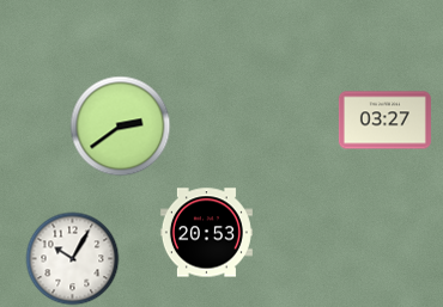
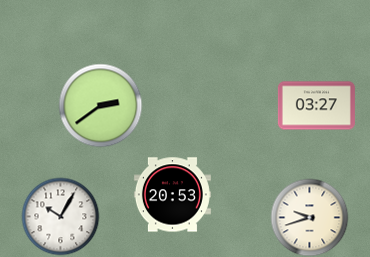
clock at (384, 121) position: (384, 121) -> (316, 106)
clock at (309, 217): none -> 9:42
